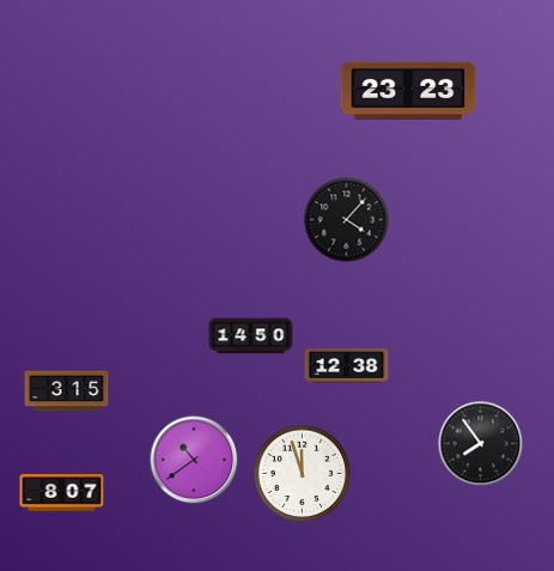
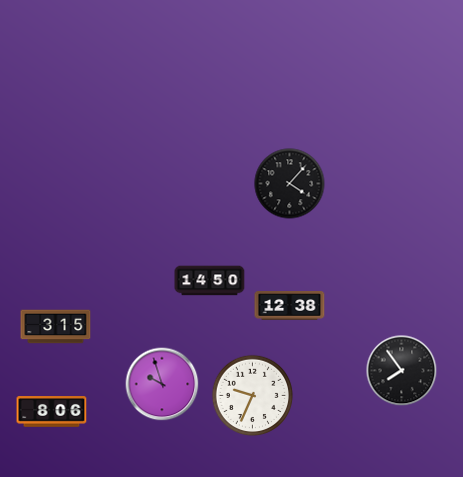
clock at (408, 91): 23:23 -> none
clock at (194, 460): 10:39 -> 9:57
clock at (303, 474): 11:57 -> 9:34
clock at (62, 493): 8:07 -> 8:06
